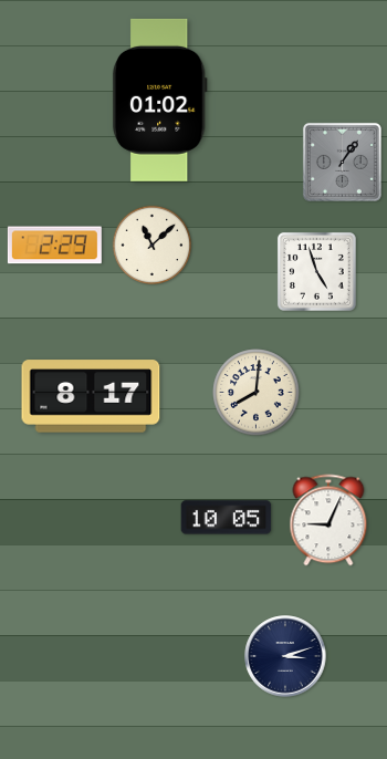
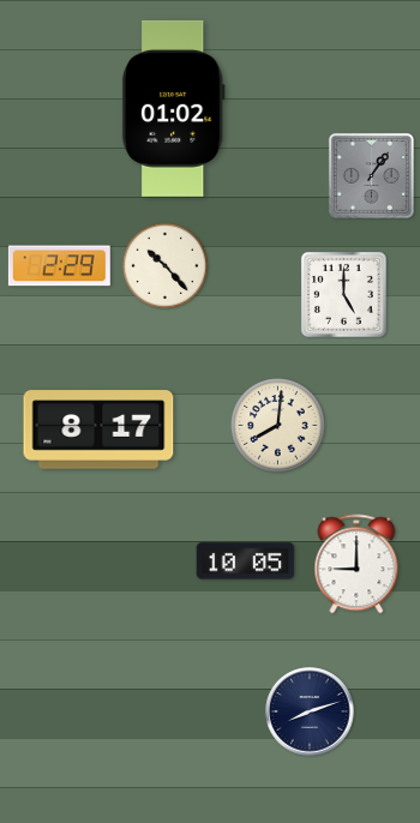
clock at (151, 245): 11:08 -> 10:23
clock at (316, 271): 4:57 -> 5:00
clock at (328, 520): 9:04 -> 9:00
clock at (285, 656): 3:12 -> 8:12
